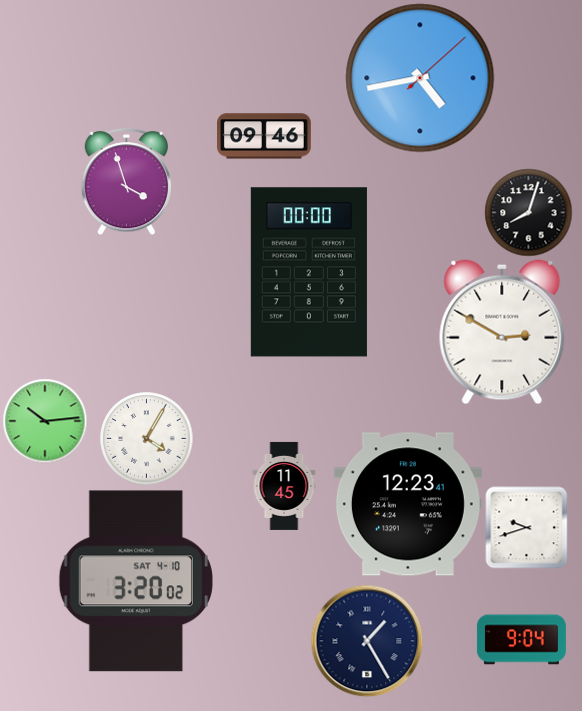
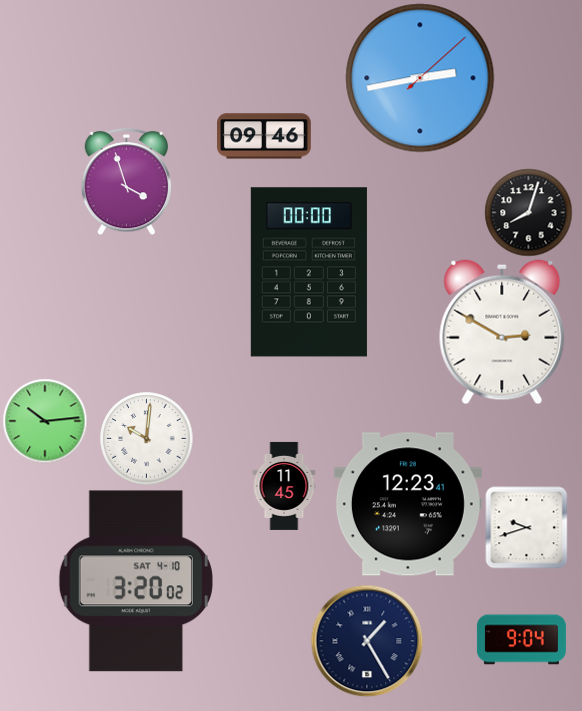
clock at (420, 78): 4:43 -> 2:43
clock at (146, 438): 4:05 -> 10:01
